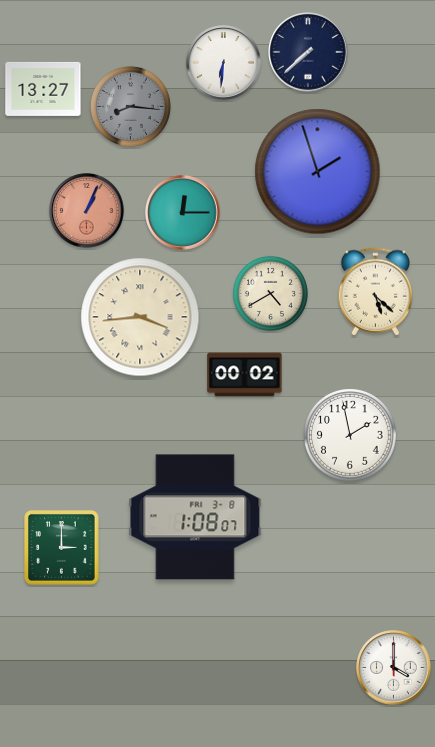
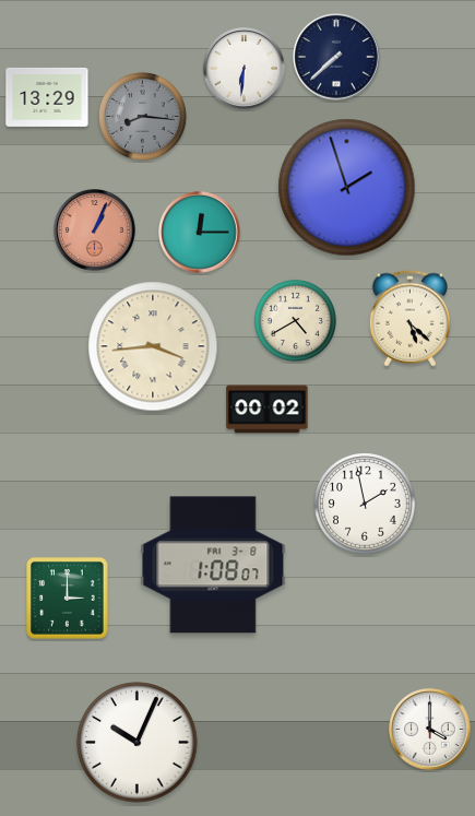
clock at (43, 89): 13:27 -> 13:29
clock at (351, 436) position: (351, 436) -> (366, 505)
clock at (138, 743): none -> 10:04
